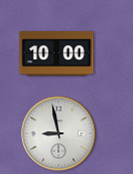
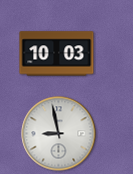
clock at (57, 54): 10:00 -> 10:03
